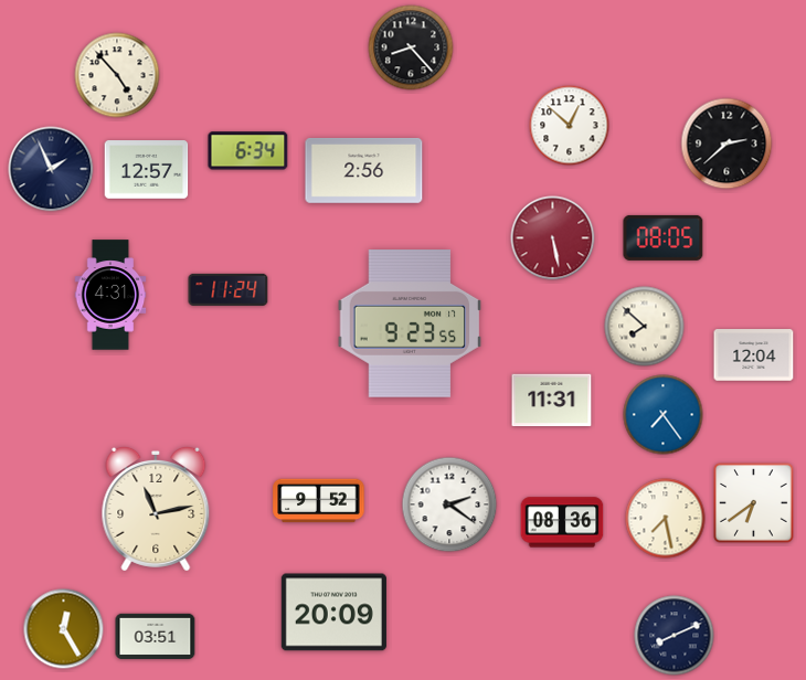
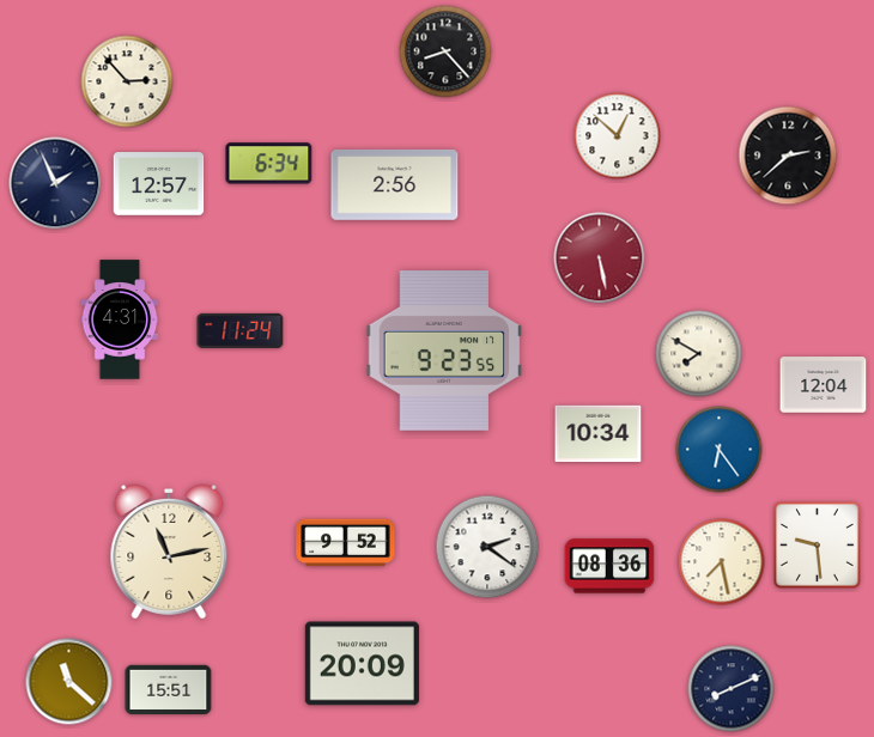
clock at (117, 75): 4:53 -> 2:53
clock at (664, 237): 08:05 -> none
clock at (229, 289) position: (229, 289) -> (241, 330)
clock at (645, 327): 7:52 -> 7:50
clock at (754, 355) position: (754, 355) -> (824, 385)
clock at (552, 401): 11:31 -> 10:34
clock at (664, 415): 7:24 -> 6:24
clock at (754, 503): 6:39 -> 9:29
clock at (64, 629): 12:25 -> 11:22
clock at (156, 637): 03:51 -> 15:51
